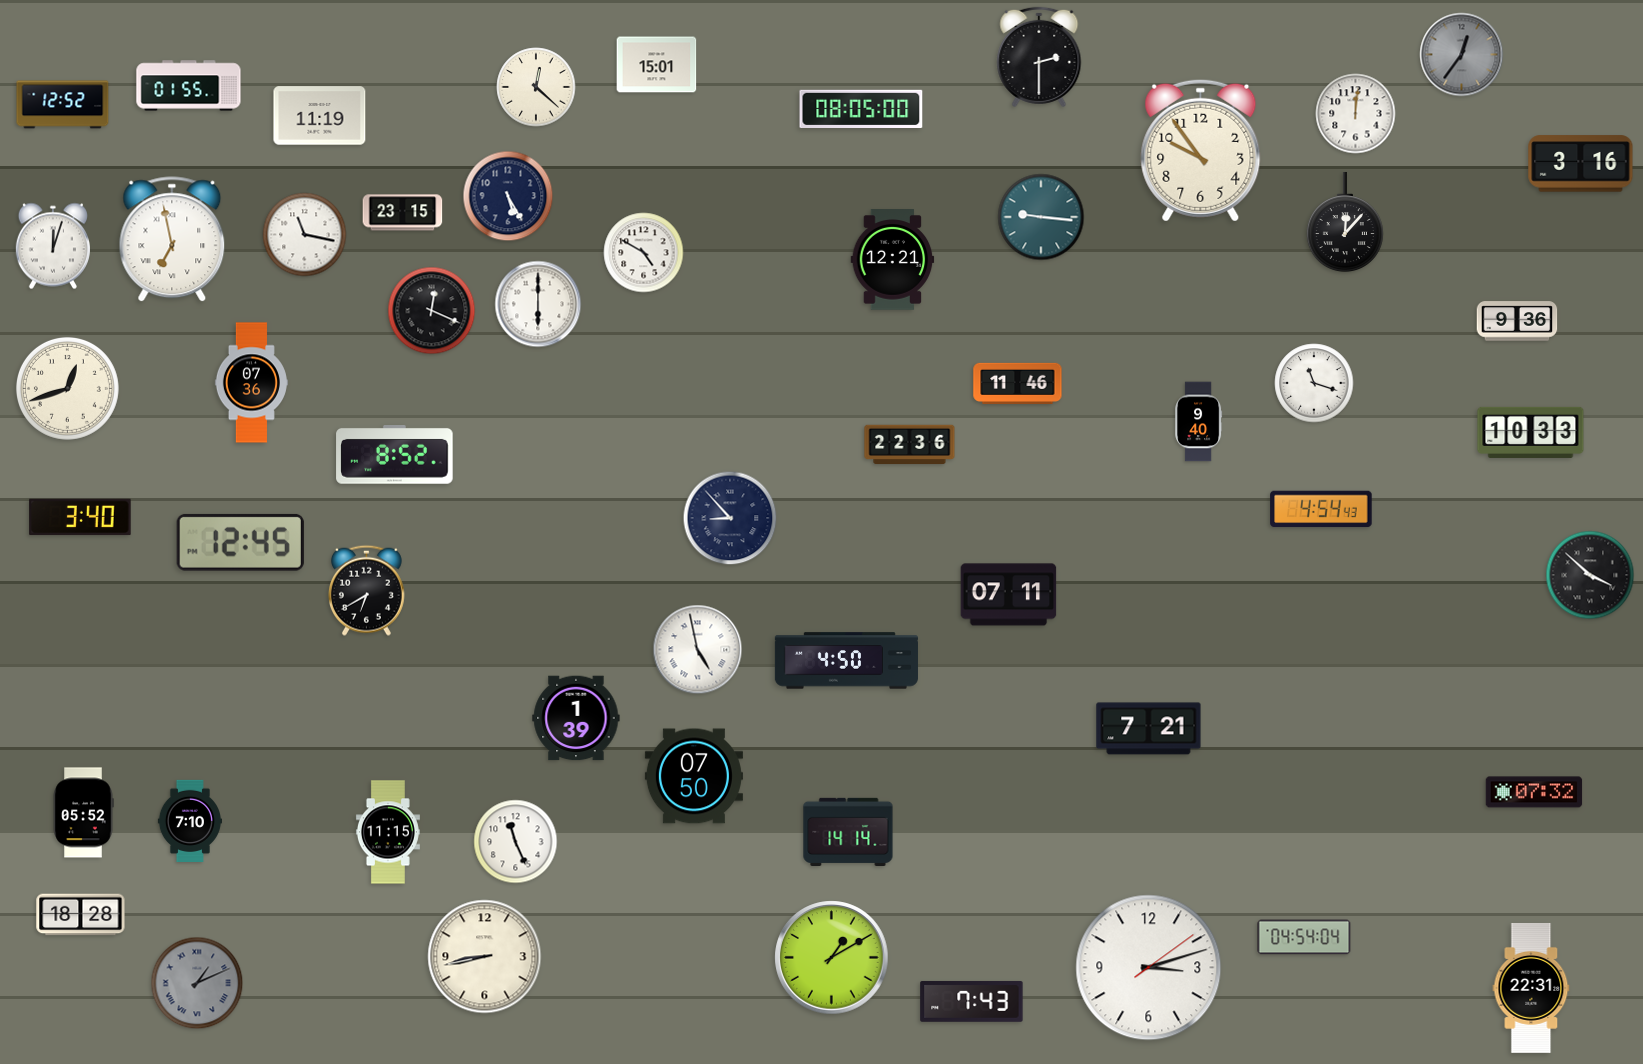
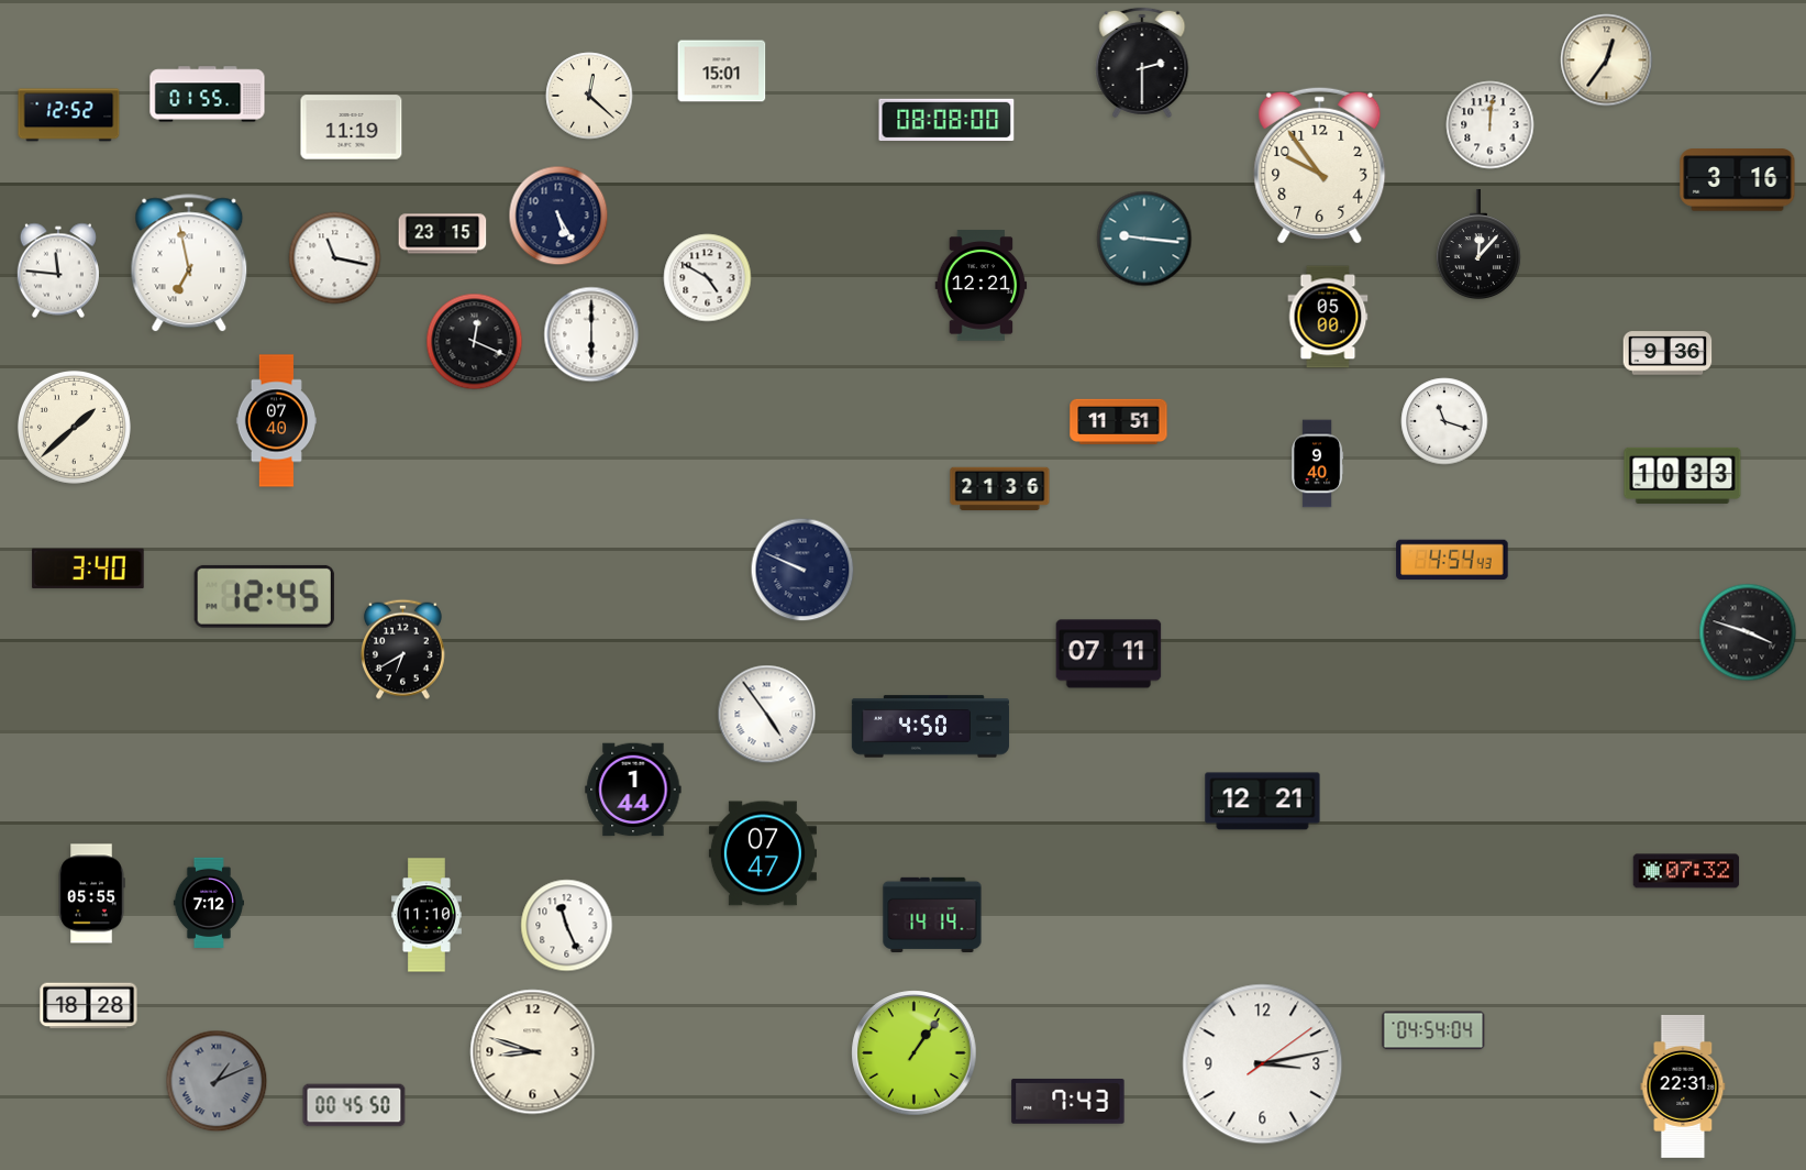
clock at (1462, 55) dial: grey -> cream
clock at (861, 108): 08:05 -> 08:08
clock at (53, 246): 12:03 -> 11:46
clock at (1328, 317): none -> 05:00
clock at (251, 383): 07:36 -> 07:40
clock at (1018, 383): 11:46 -> 11:51
clock at (67, 388): 12:42 -> 1:38
clock at (910, 445): 22:36 -> 21:36
clock at (395, 455): 8:52 -> none
clock at (730, 518): 8:53 -> 9:49
clock at (1590, 575): 3:52 -> 3:48
clock at (698, 650): 4:58 -> 4:54
clock at (576, 718): 1:39 -> 1:44
clock at (1149, 729): 7:21 -> 12:21
clock at (694, 776): 07:50 -> 07:47
clock at (83, 813): 05:52 -> 05:55
clock at (190, 820): 7:10 -> 7:12
clock at (388, 832): 11:15 -> 11:10
clock at (485, 957): 8:43 -> 8:48
clock at (832, 958): 1:10 -> 1:06
clock at (1149, 968): 3:12 -> 3:13
clock at (354, 1105): none -> 00:45
